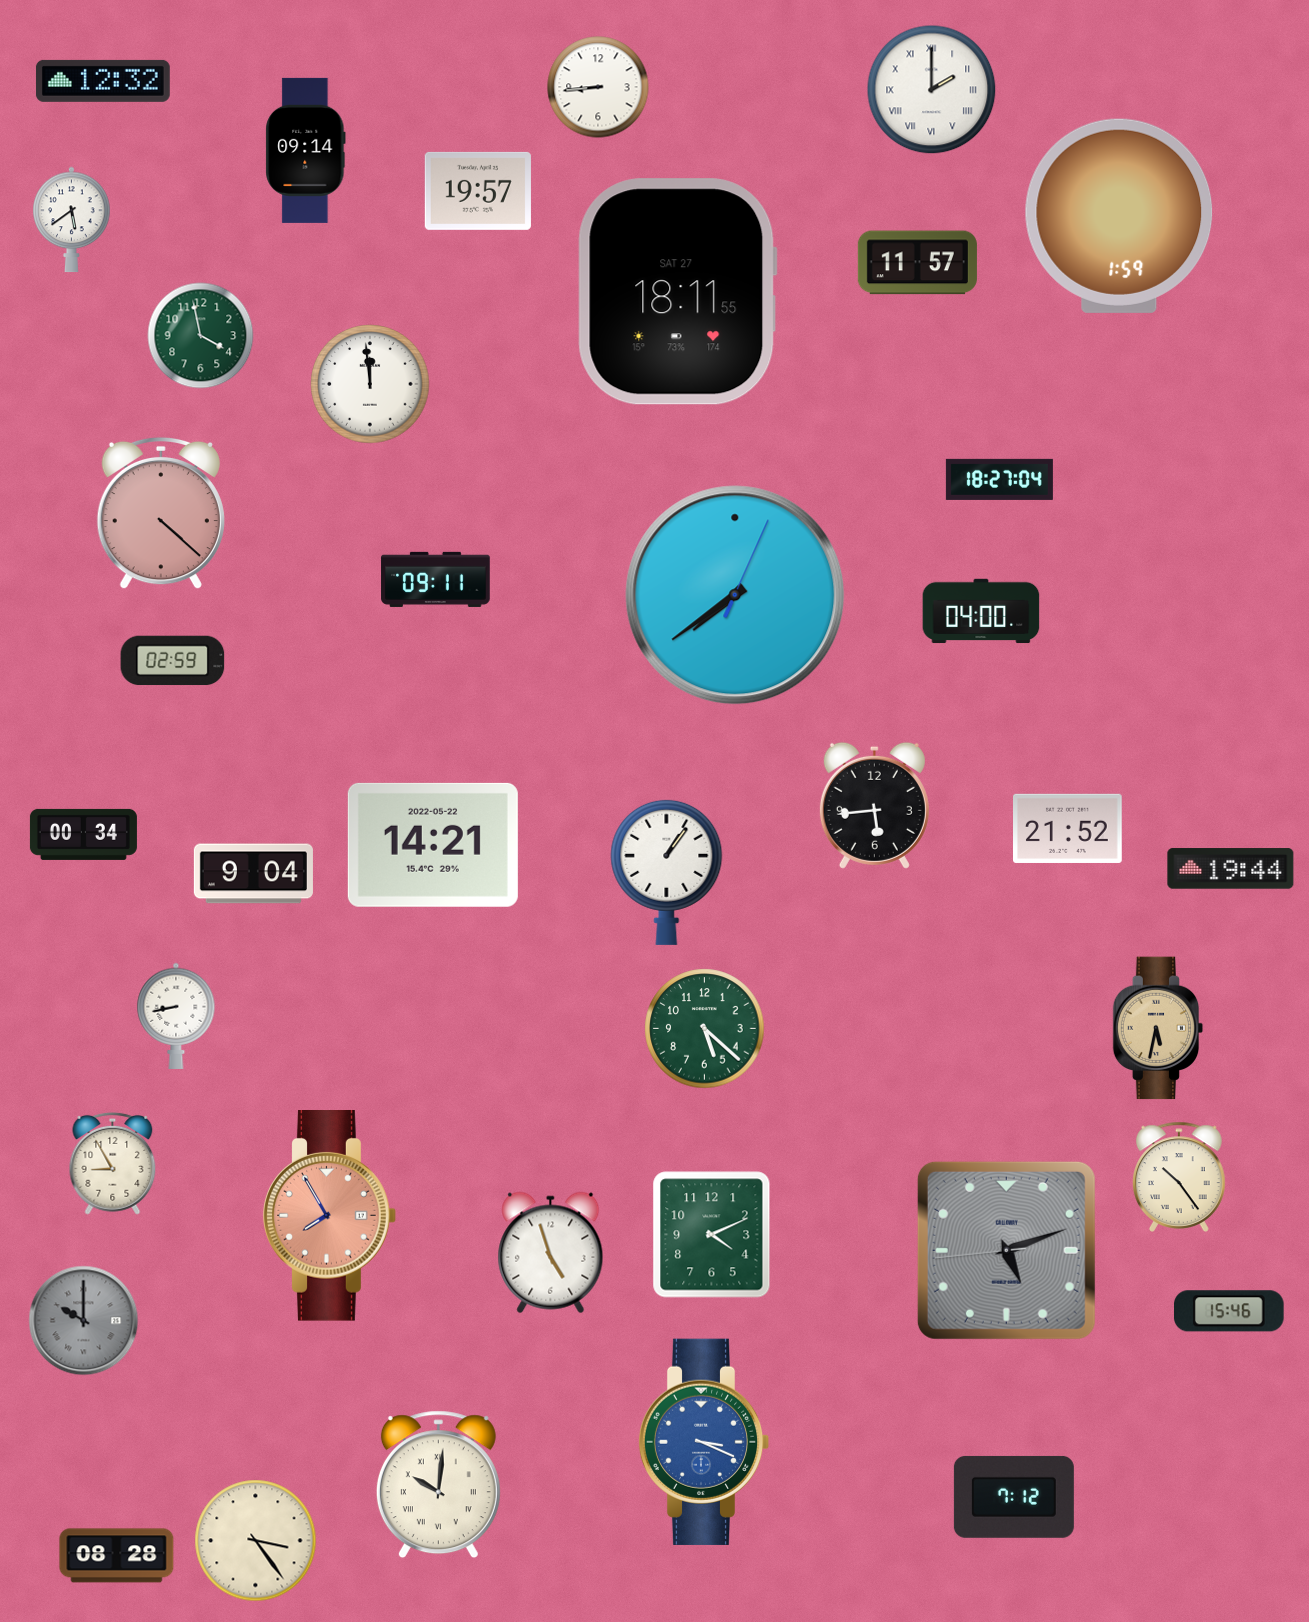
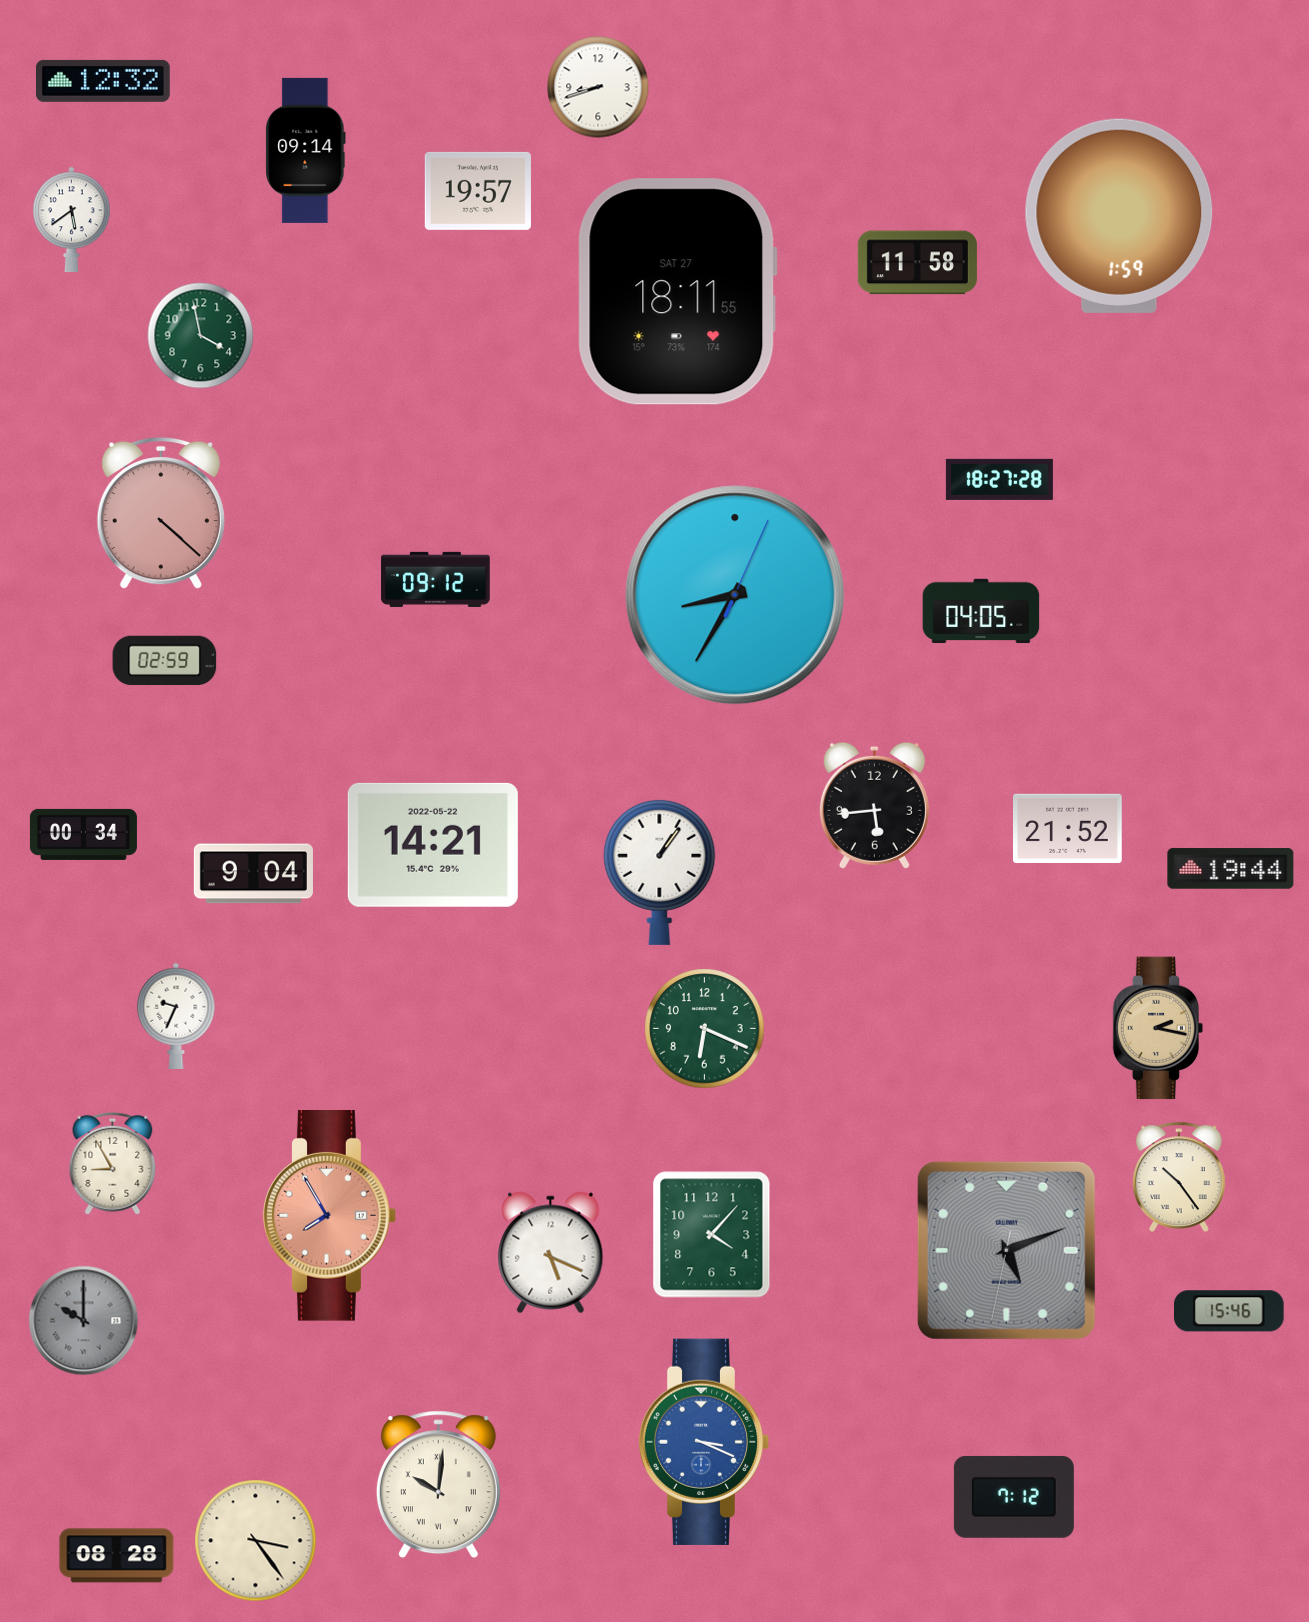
clock at (598, 87): 8:44 -> 8:42
clock at (932, 90): 2:00 -> none
clock at (917, 263): 11:57 -> 11:58
clock at (370, 384): 11:59 -> none
clock at (999, 479): 18:27:04 -> 18:27:28
clock at (436, 579): 09:11 -> 09:12
clock at (735, 595): 7:39 -> 8:35
clock at (981, 611): 04:00 -> 04:05
clock at (173, 661) position: (173, 661) -> (165, 661)
clock at (667, 872) position: (667, 872) -> (660, 872)
clock at (176, 1016): 8:43 -> 9:34
clock at (1158, 1028): 5:32 -> 2:17
clock at (705, 1029): 5:22 -> 6:19
clock at (712, 1235): 4:11 -> 4:07
clock at (1006, 1250): 5:11:44 -> 5:11:32
clock at (551, 1253): 4:57 -> 5:19
